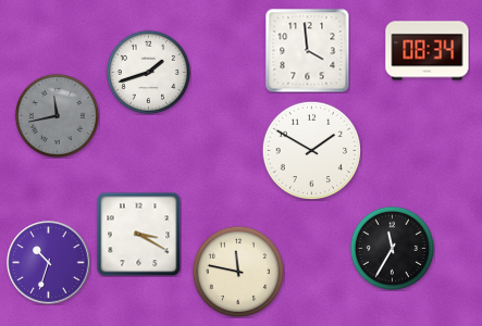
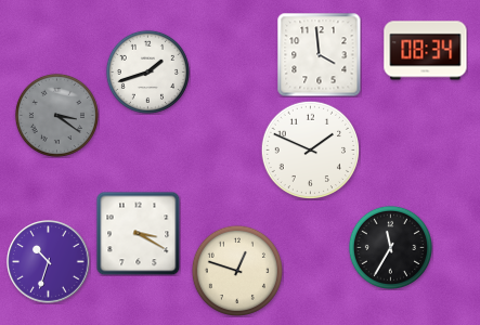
clock at (307, 50) position: (307, 50) -> (319, 54)
clock at (57, 115): 11:43 -> 3:21
clock at (311, 150): 1:50 -> 1:49
clock at (238, 272): 11:47 -> 12:48
